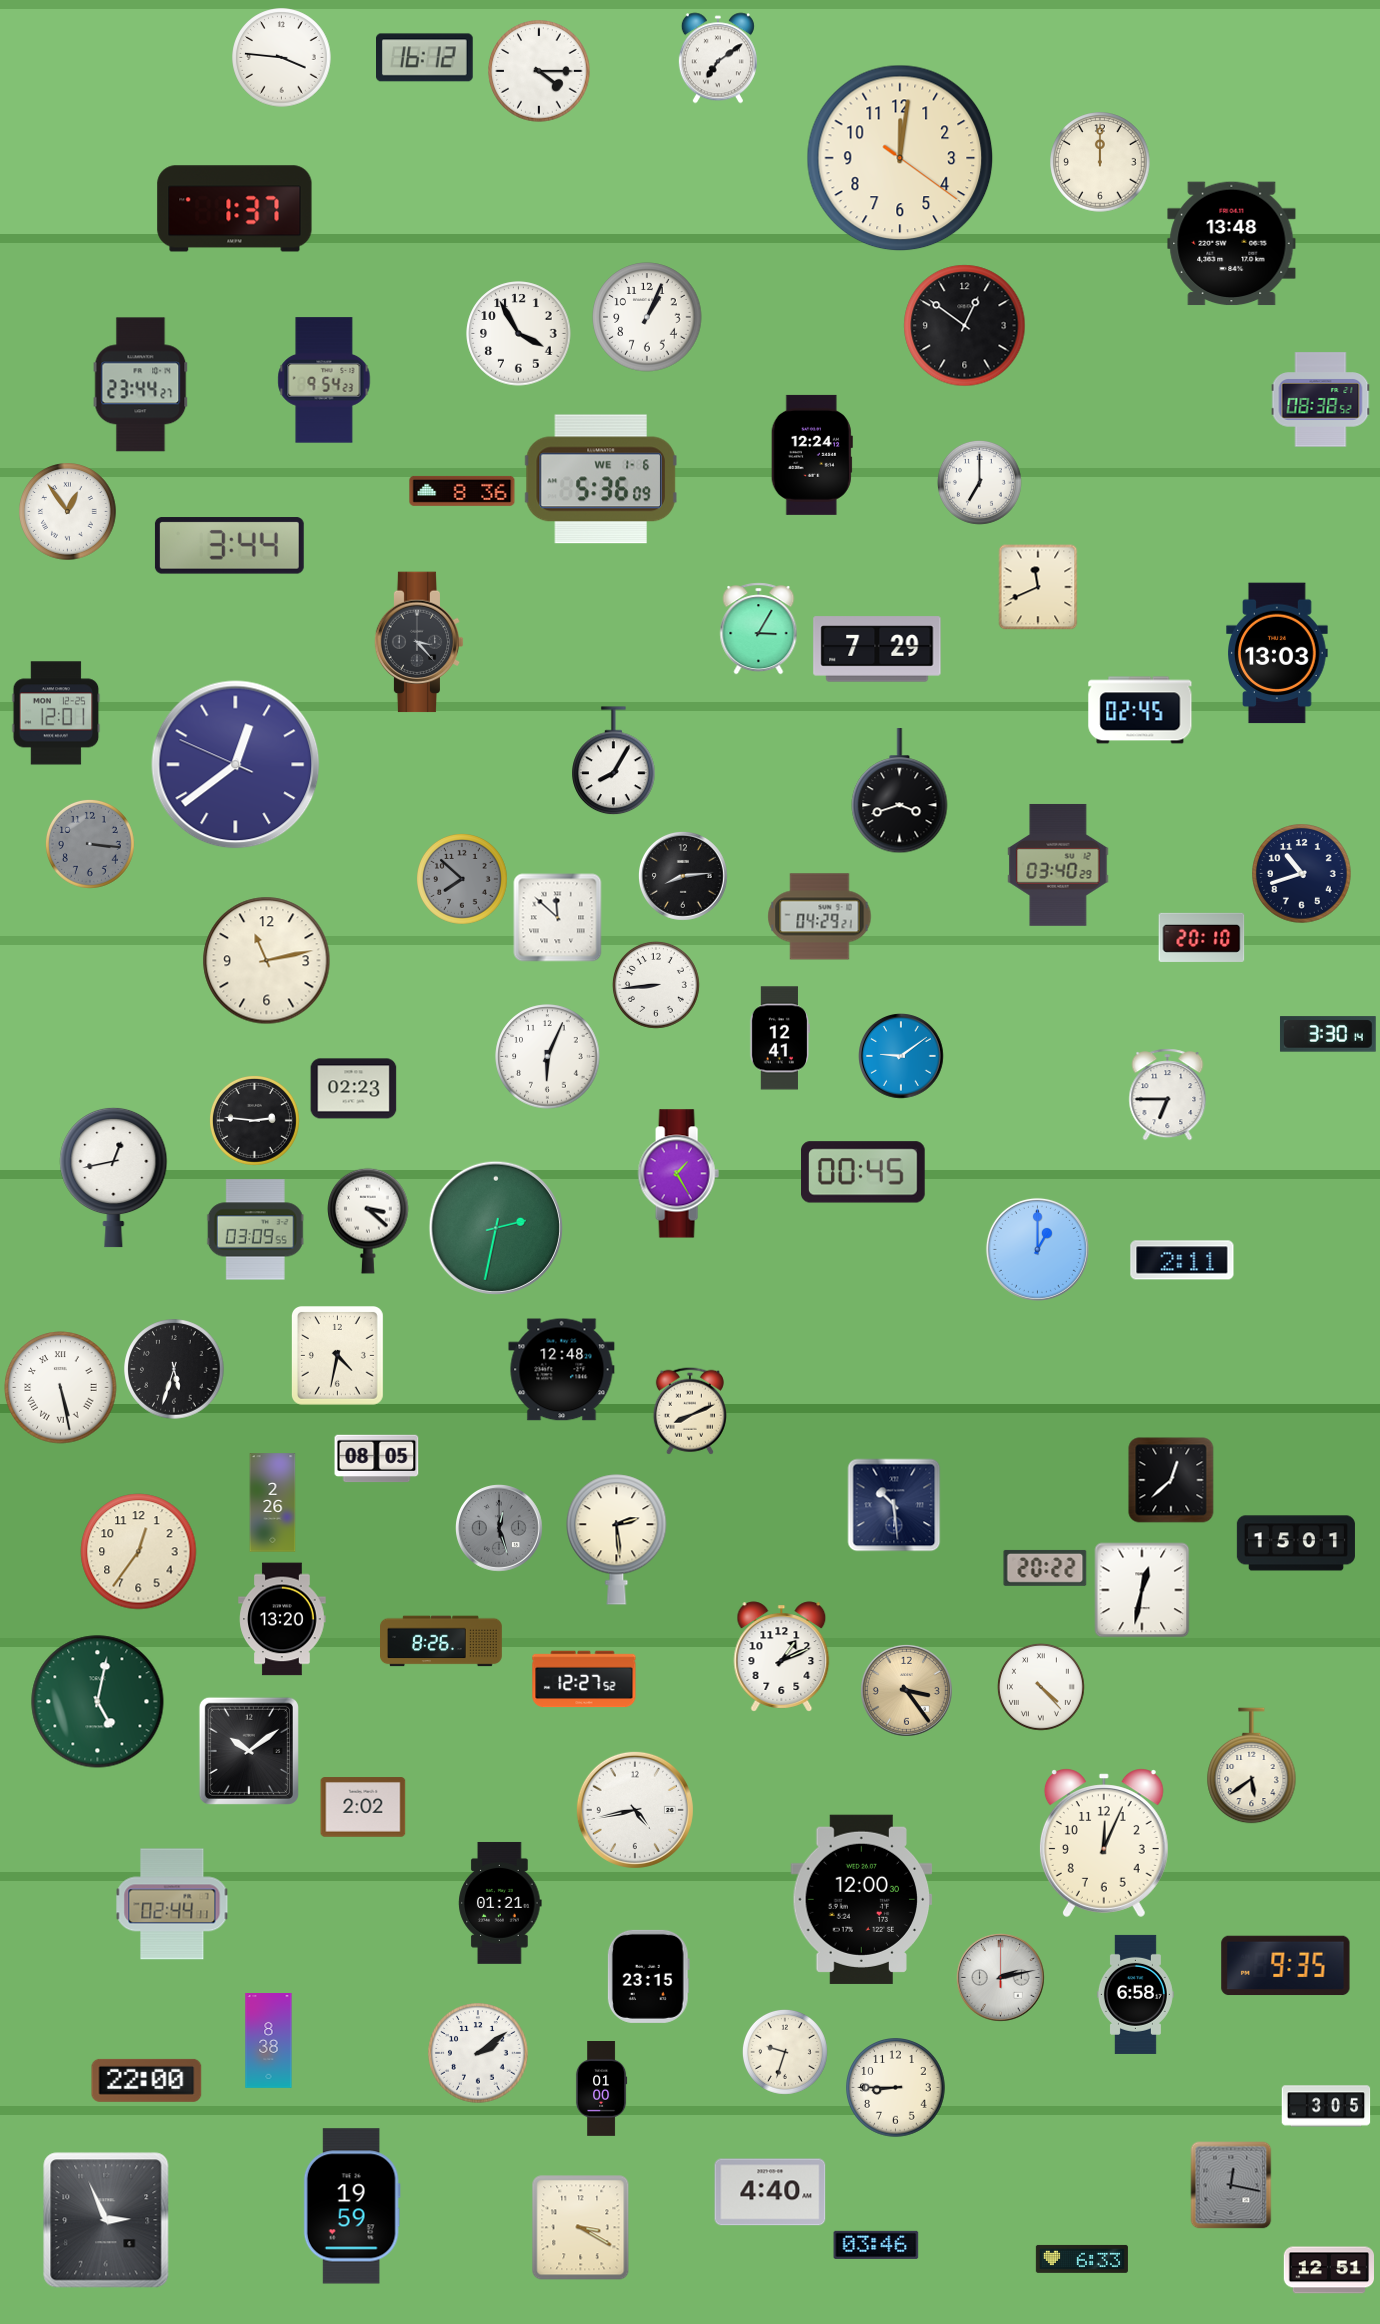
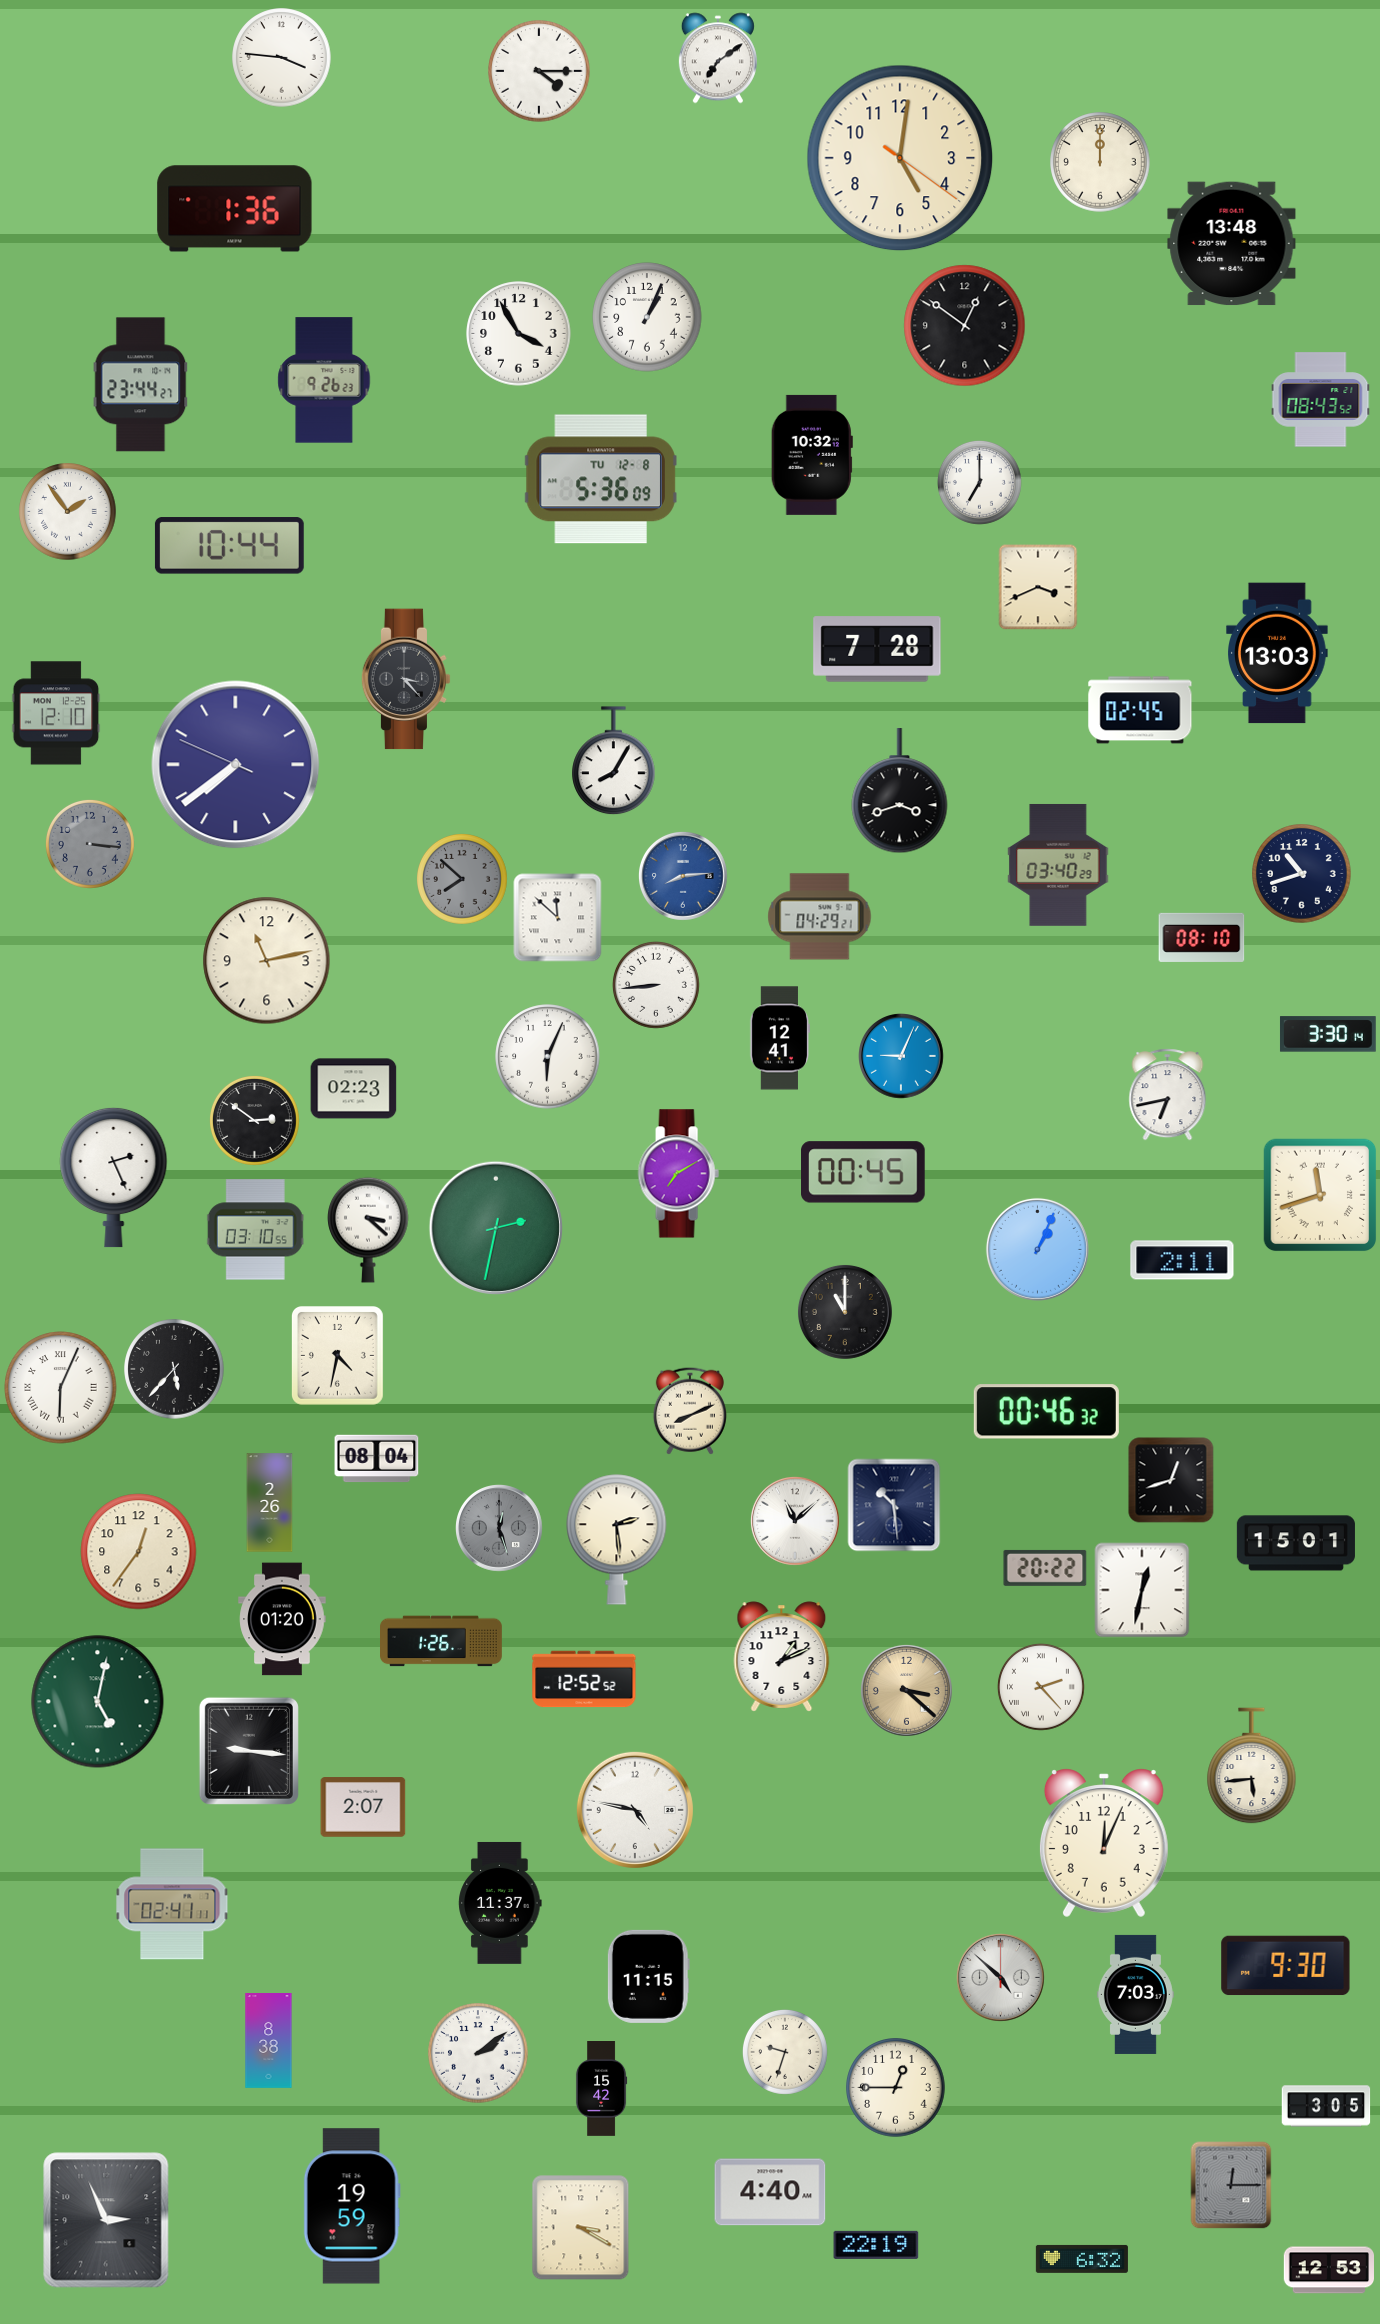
clock at (425, 58): 16:12 -> none
clock at (900, 158): 12:01 -> 5:01
clock at (235, 209): 1:37 -> 1:36
clock at (324, 380): 9:54 -> 9:26
clock at (1321, 400): 08:38 -> 08:43
clock at (812, 455): 12:24 -> 10:32
clock at (601, 479) date: WE 1-6 -> TU 12-8
clock at (462, 491): 8:36 -> none
clock at (68, 512): 12:54 -> 1:54
clock at (229, 546): 3:44 -> 10:44
clock at (1038, 587): 11:41 -> 3:41
clock at (759, 629): 3:05 -> none
clock at (419, 642) position: (419, 642) -> (406, 679)
clock at (877, 649): 7:29 -> 7:28
clock at (56, 713): 12:01 -> 12:10
clock at (236, 765): 12:38 -> 7:38
clock at (684, 877) dial: black -> blue
clock at (1202, 937): 20:10 -> 08:10
clock at (902, 1057): 9:09 -> 9:04
clock at (1168, 1095): 6:45 -> 6:43
clock at (255, 1121): 2:46 -> 2:51
clock at (678, 1174): 1:25 -> 7:10
clock at (114, 1177): 12:43 -> 2:26
clock at (1320, 1195): none -> 11:42
clock at (368, 1221) position: (368, 1221) -> (368, 1230)
clock at (255, 1230): 03:09 -> 03:10
clock at (1037, 1249): 1:00 -> 1:04
clock at (845, 1312): none -> 11:00
clock at (174, 1369): 5:33 -> 5:37
clock at (562, 1370): 12:48 -> none
clock at (61, 1388): 5:28 -> 6:04
clock at (1046, 1412): none -> 00:46
clock at (377, 1459): 08:05 -> 08:04
clock at (1171, 1480): 12:38 -> 12:42
clock at (273, 1503) position: (273, 1503) -> (270, 1503)
clock at (796, 1522): none -> 11:08
clock at (282, 1619): 13:20 -> 01:20
clock at (442, 1641): 8:26 -> 1:26
clock at (584, 1679): 12:27 -> 12:52
clock at (1041, 1687): 4:23 -> 2:23
clock at (906, 1690): 3:24 -> 3:22
clock at (249, 1751): 10:09 -> 9:16
clock at (1252, 1766): 5:39 -> 5:44
clock at (363, 1807): 2:02 -> 2:07
clock at (635, 1810): 4:43 -> 4:47
clock at (862, 1899): 12:00 -> none
clock at (500, 1903): 01:21 -> 11:37
clock at (172, 1904): 02:44 -> 02:41
clock at (1286, 1966): 9:35 -> 9:30
clock at (648, 1976): 23:15 -> 11:15
clock at (1001, 1978): 2:13 -> 4:52
clock at (1135, 1994): 6:58 -> 7:03
clock at (147, 2080): 22:00 -> none
clock at (896, 2088): 8:45 -> 12:45
clock at (601, 2089): 01:00 -> 15:42
clock at (1231, 2185): 12:17 -> 12:15
clock at (876, 2245): 03:46 -> 22:19
clock at (1082, 2259): 6:33 -> 6:32
clock at (1328, 2270): 12:51 -> 12:53
